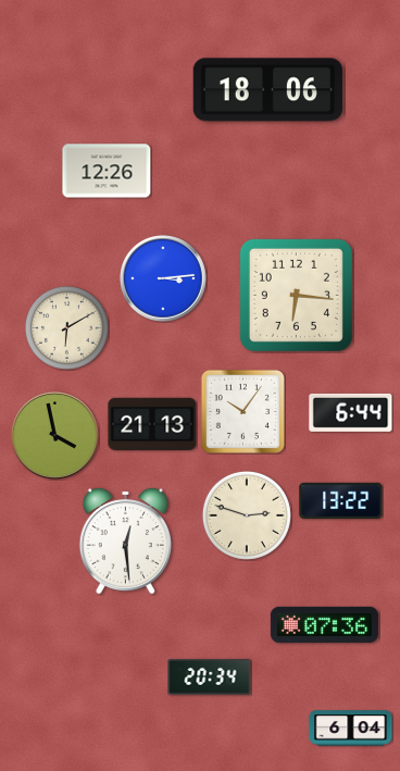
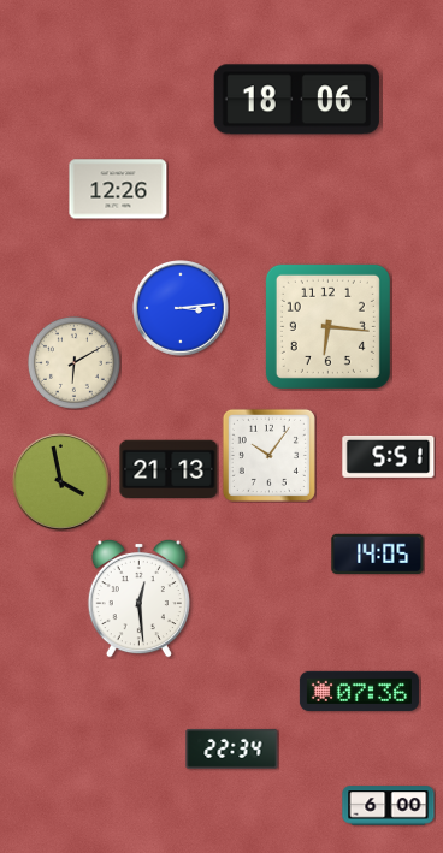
clock at (351, 412): 6:44 -> 5:51
clock at (341, 500): 13:22 -> 14:05
clock at (247, 515): 2:48 -> none
clock at (210, 676): 20:34 -> 22:34
clock at (351, 729): 6:04 -> 6:00
